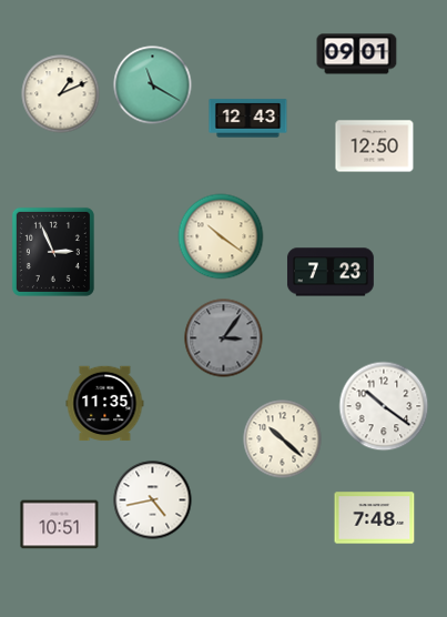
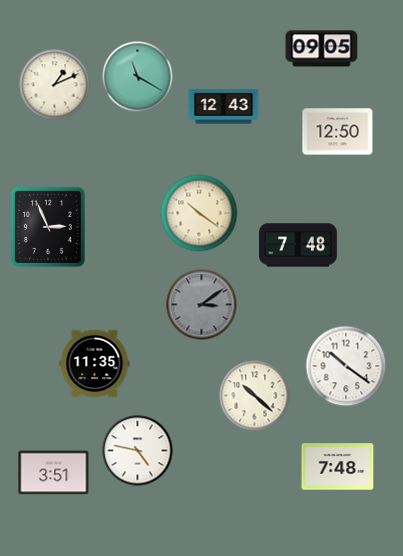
clock at (357, 54): 09:01 -> 09:05
clock at (331, 272): 7:23 -> 7:48
clock at (224, 338): 3:06 -> 3:09
clock at (153, 500): 4:43 -> 4:47
clock at (60, 525): 10:51 -> 3:51
